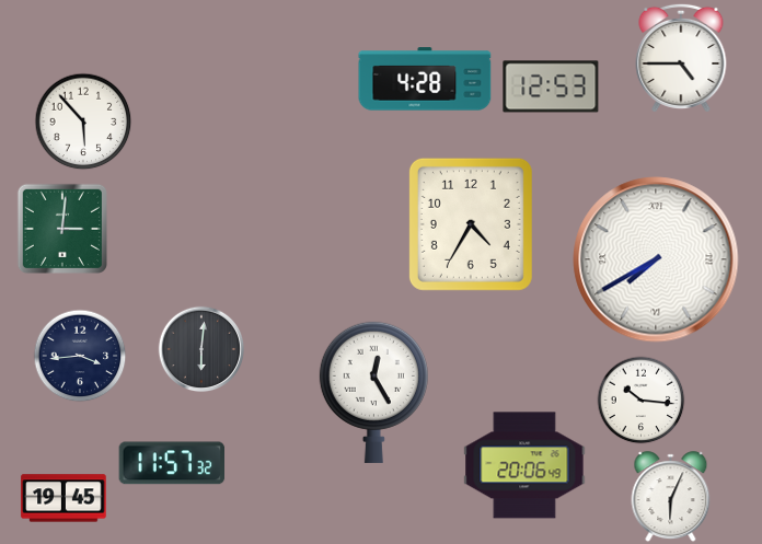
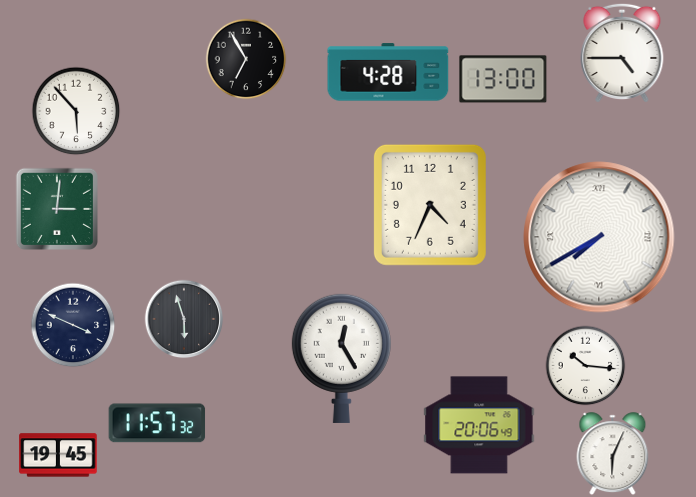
clock at (246, 59): none -> 6:55
clock at (551, 86): 12:53 -> 13:00
clock at (471, 224): 4:35 -> 4:34
clock at (201, 349): 6:01 -> 5:57
clock at (80, 356): 3:44 -> 3:49
